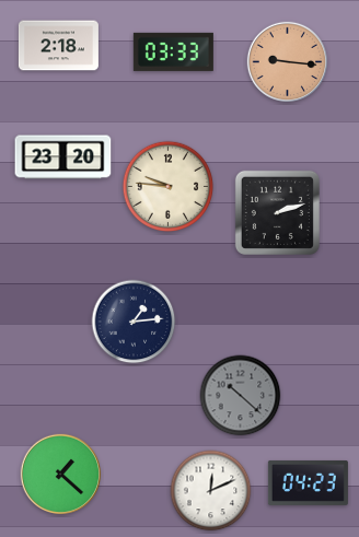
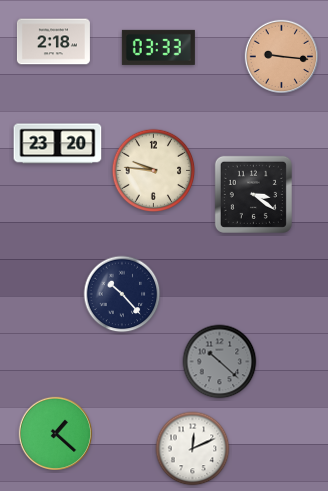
clock at (287, 61) position: (287, 61) -> (281, 56)
clock at (277, 212): 2:12 -> 3:21
clock at (134, 322): 1:14 -> 10:23
clock at (308, 482): 04:23 -> none
